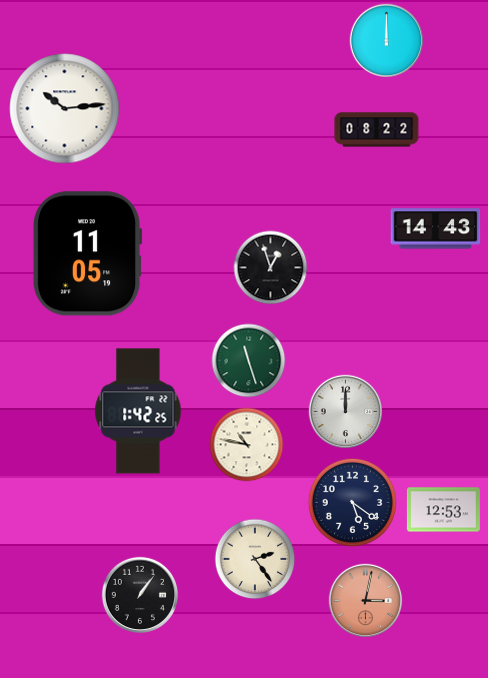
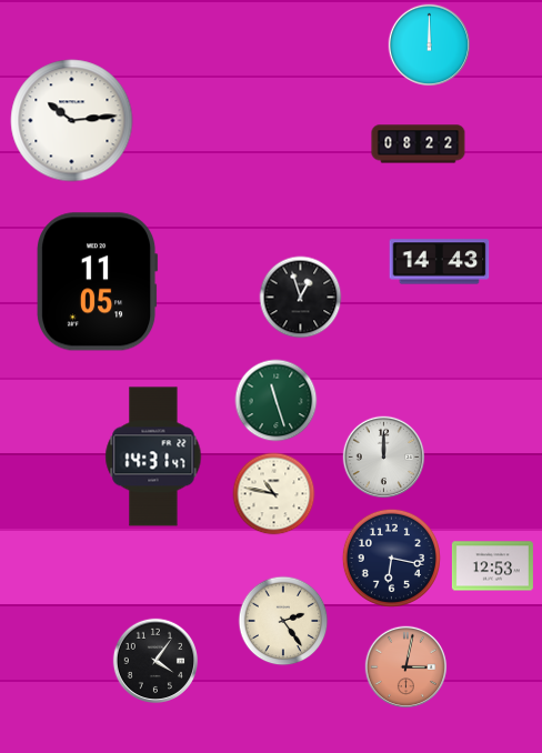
clock at (436, 229) position: (436, 229) -> (440, 262)
clock at (138, 411): 1:42 -> 14:31
clock at (352, 502): 5:21 -> 6:17
clock at (139, 594): 1:06 -> 4:06
